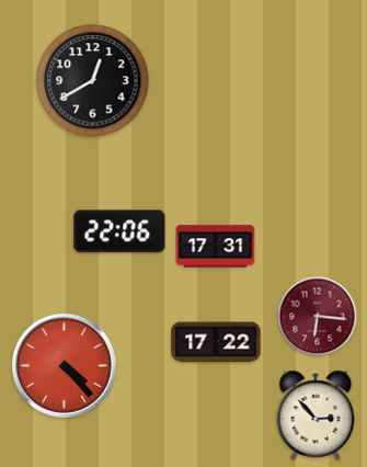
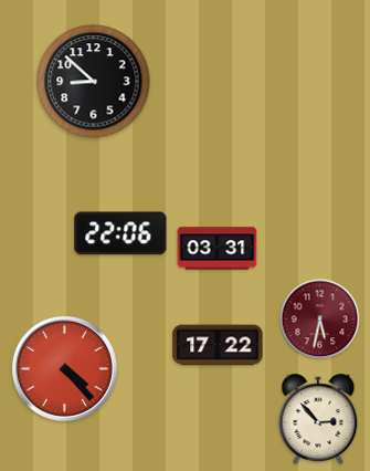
clock at (93, 81): 12:40 -> 8:52
clock at (216, 247): 17:31 -> 03:31
clock at (318, 317): 6:16 -> 5:32
